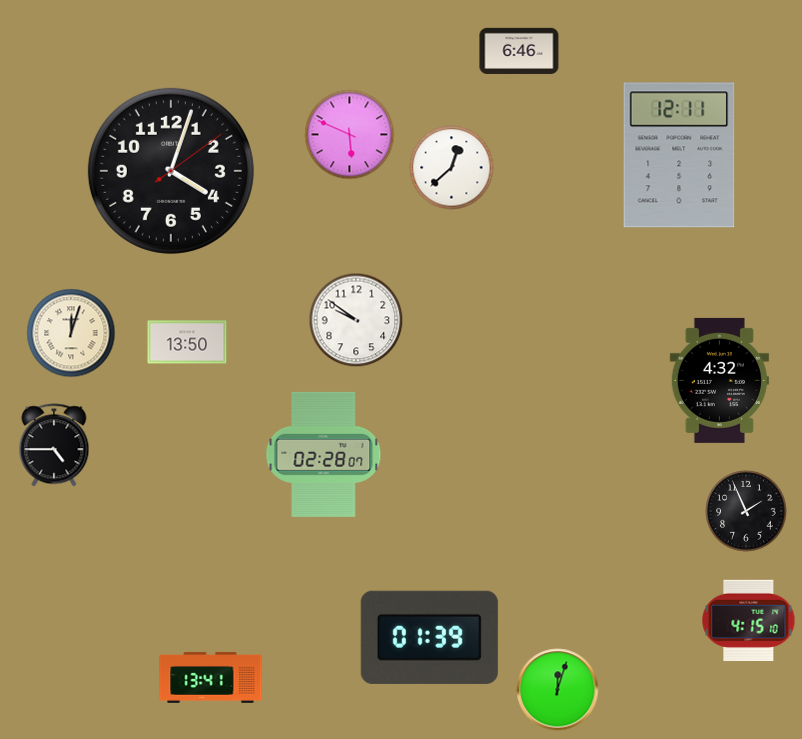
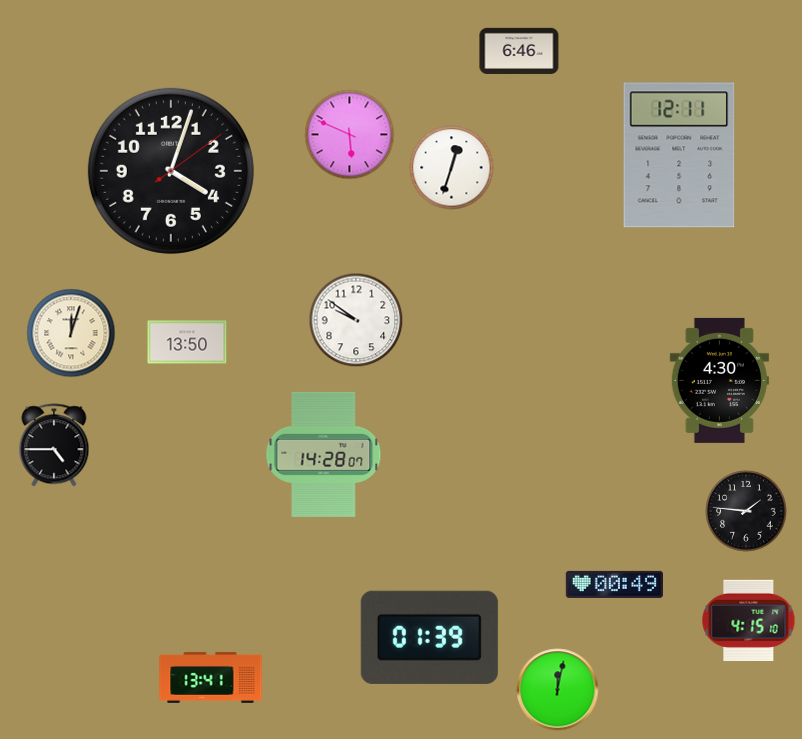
clock at (452, 168): 12:38 -> 12:33
clock at (719, 380): 4:32 -> 4:30
clock at (324, 454): 02:28 -> 14:28
clock at (746, 511): 1:56 -> 1:46
clock at (614, 584): none -> 00:49
clock at (558, 690): 12:03 -> 12:02
